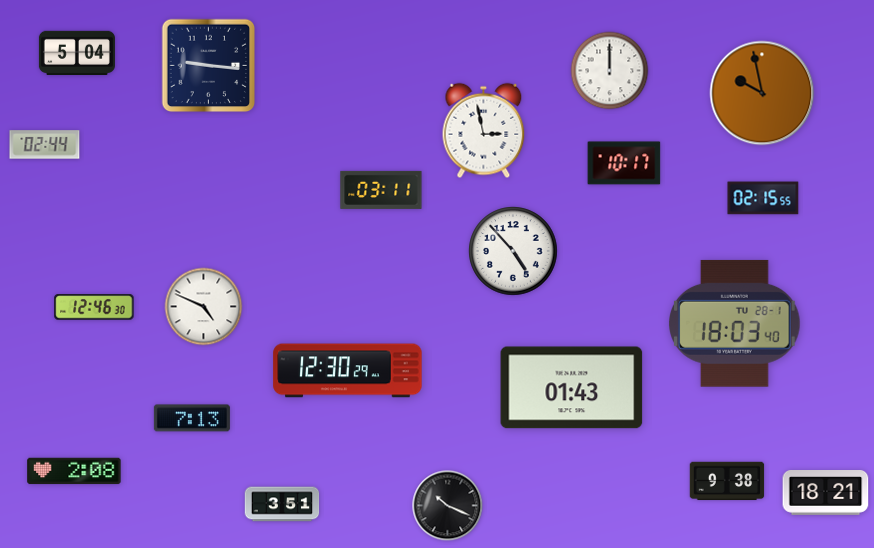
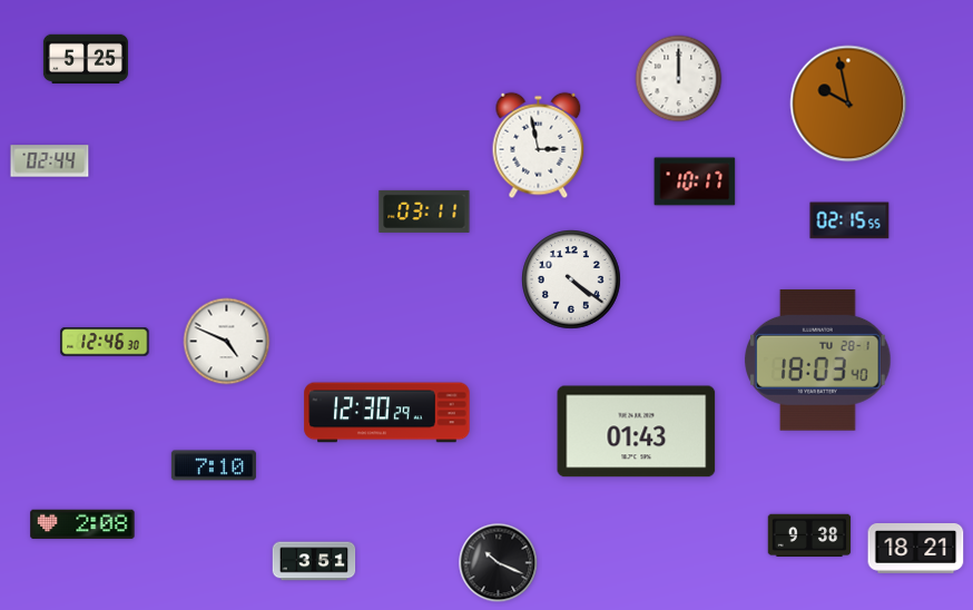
clock at (77, 53): 5:04 -> 5:25
clock at (209, 66): 9:16 -> none
clock at (513, 251): 4:53 -> 4:21
clock at (192, 418): 7:13 -> 7:10
clock at (826, 493) position: (826, 493) -> (916, 549)
